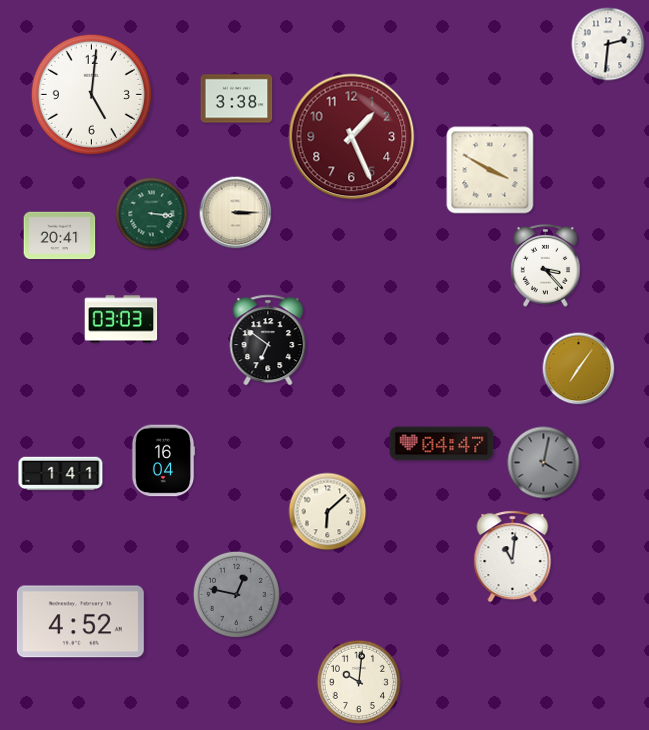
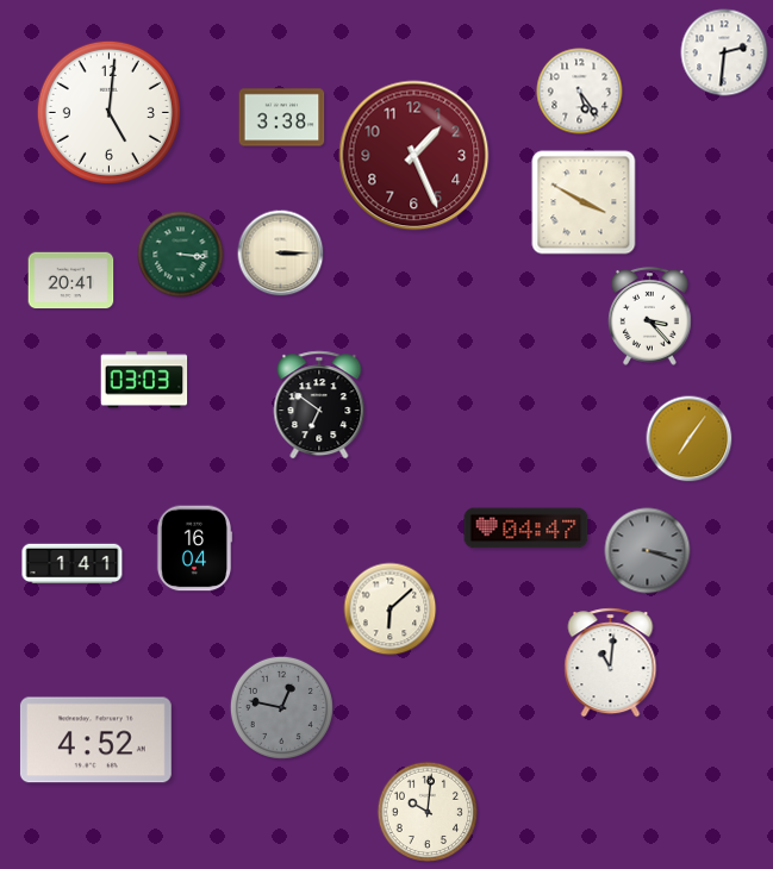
clock at (580, 92): none -> 5:24
clock at (352, 137) position: (352, 137) -> (414, 156)
clock at (544, 463): 4:02 -> 3:18
